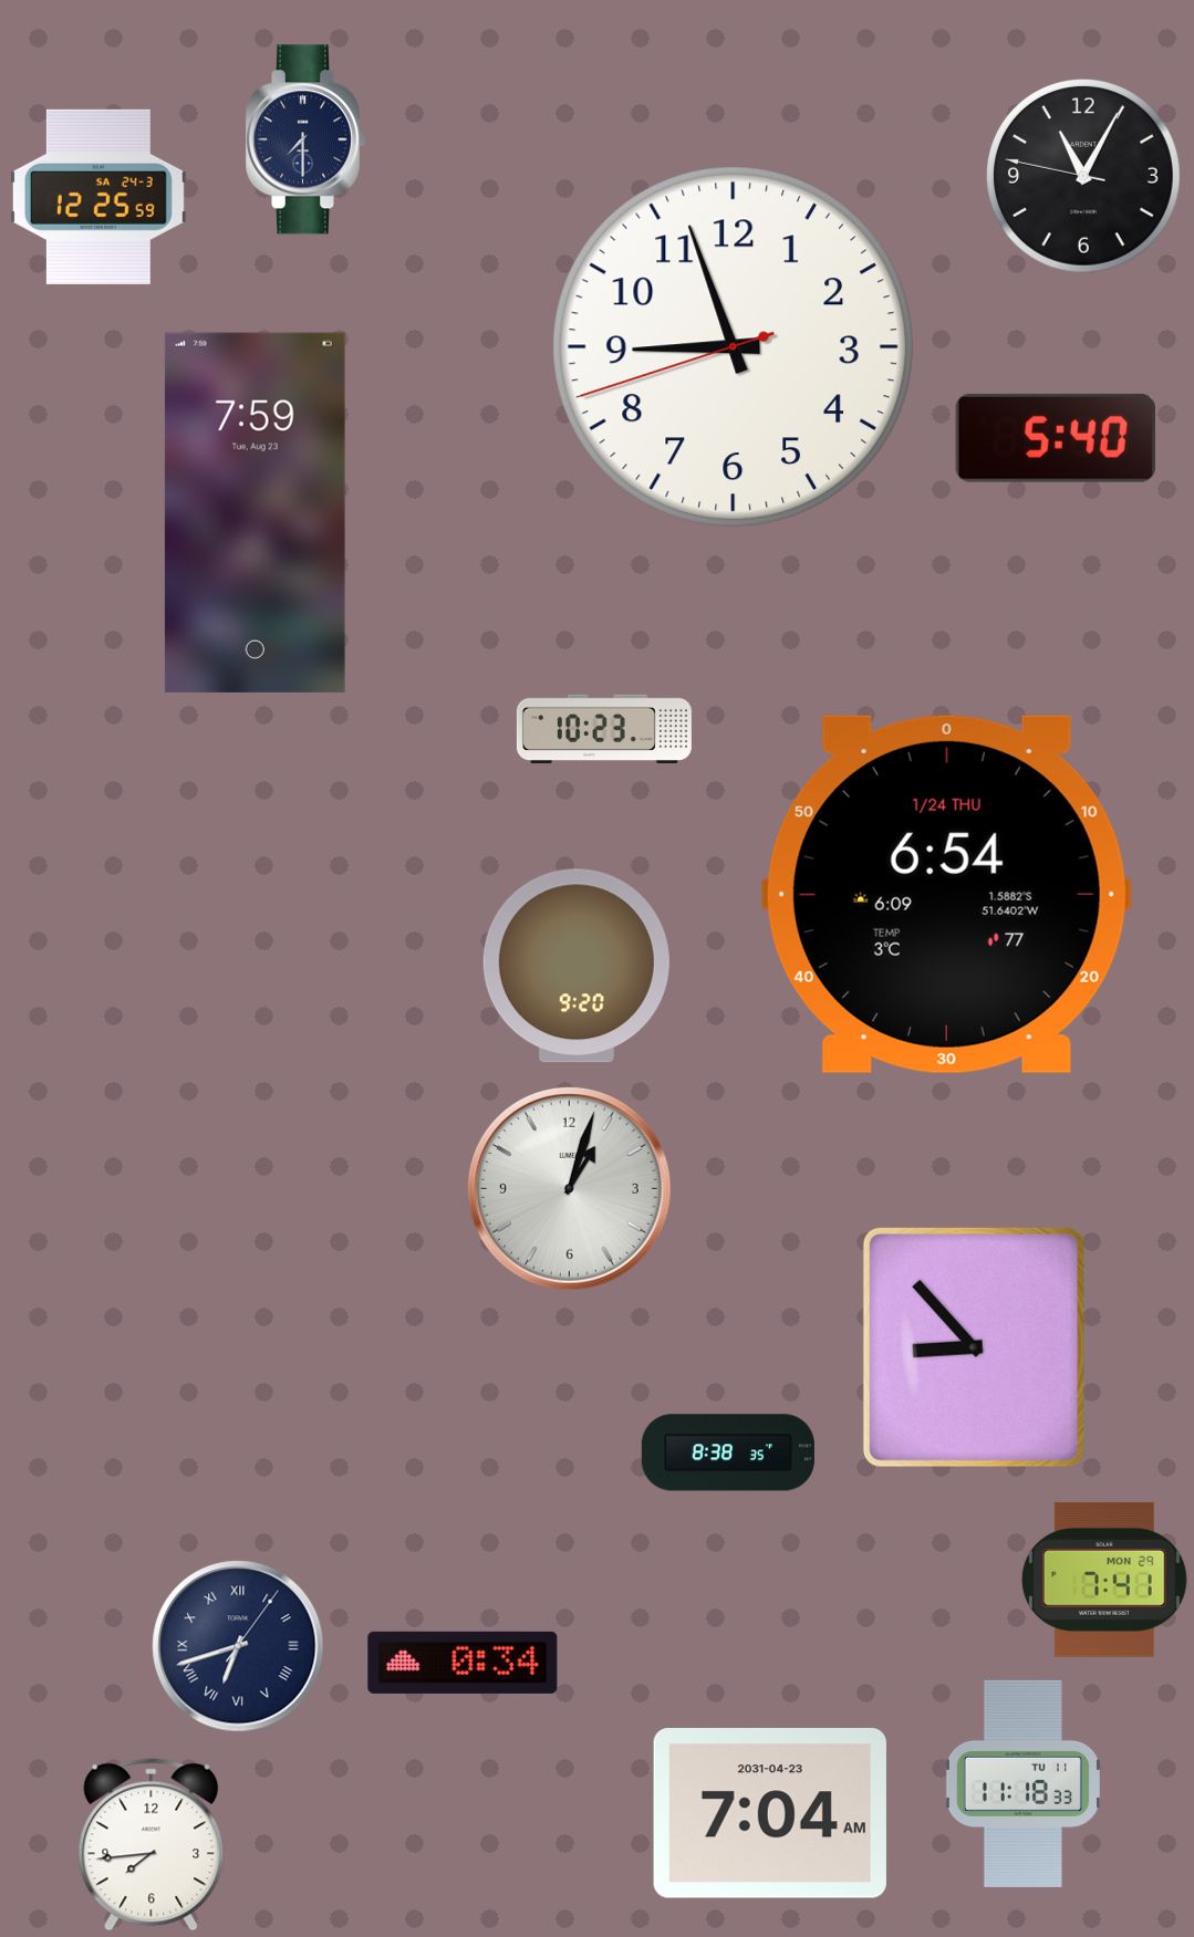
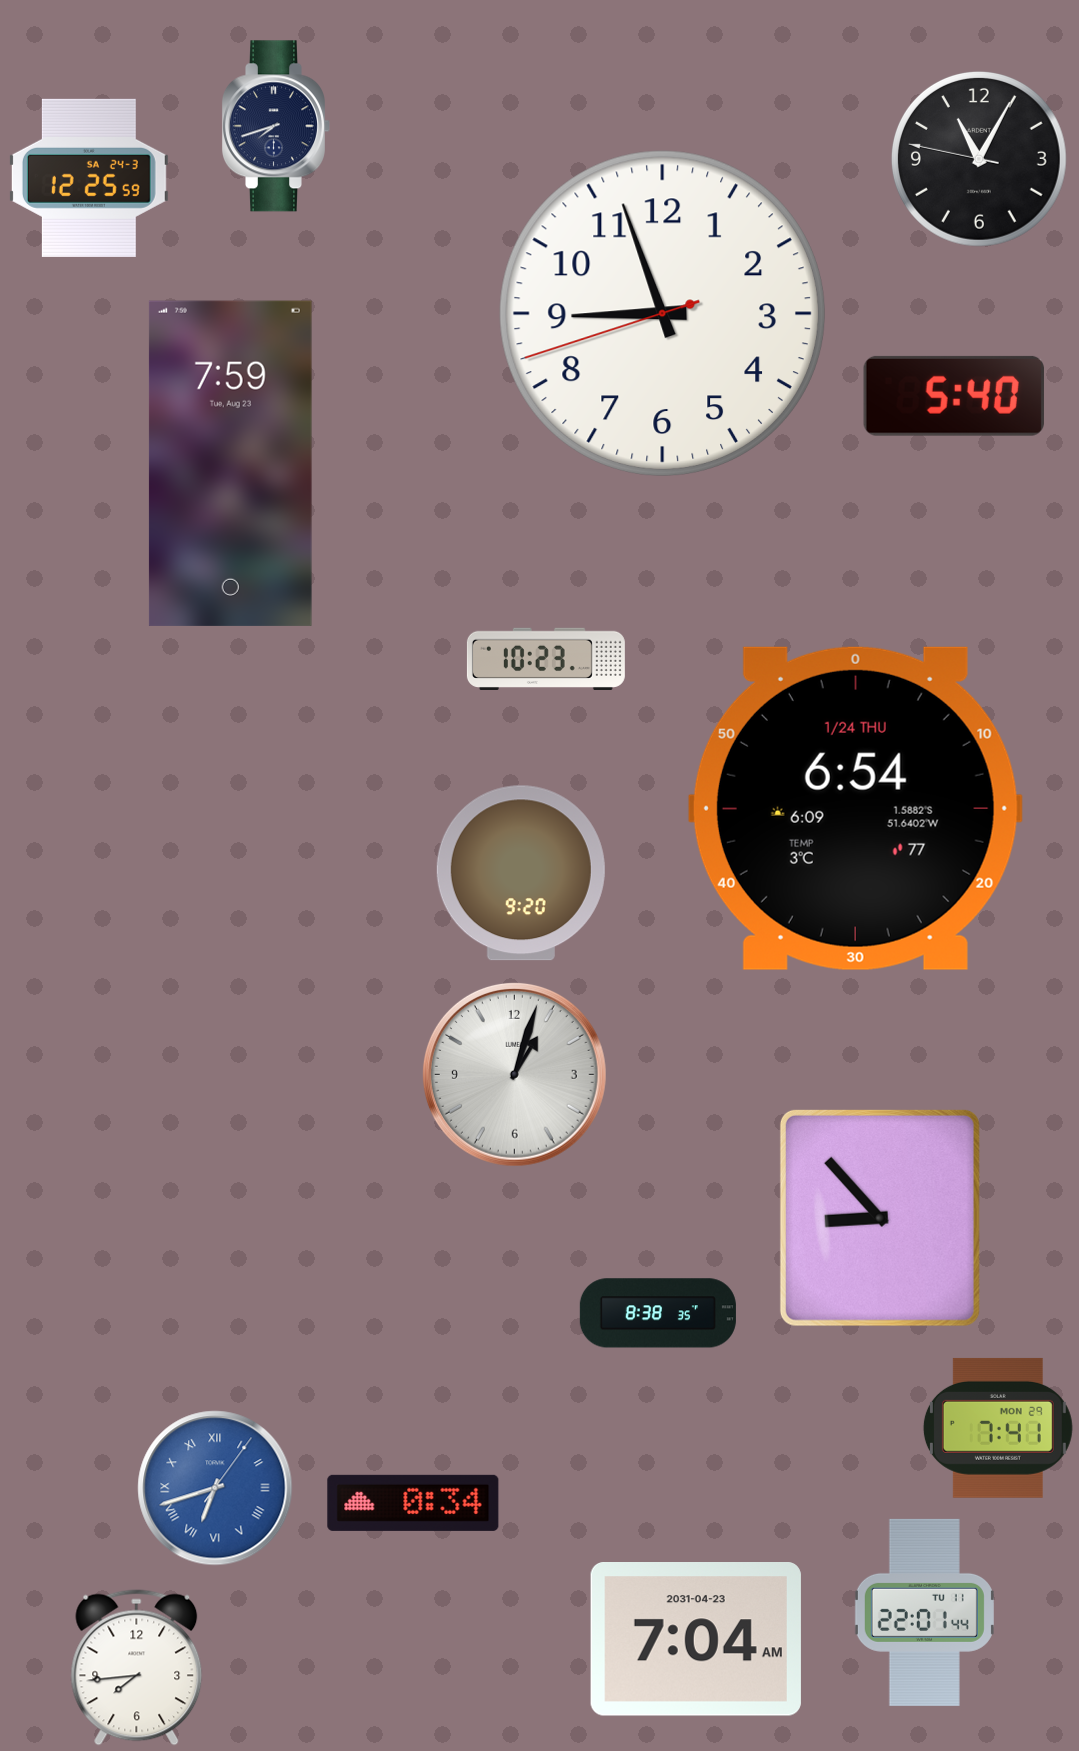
clock at (304, 139): 7:30 -> 7:42
clock at (238, 1646) dial: navy -> blue
clock at (463, 1663) position: (463, 1663) -> (413, 1503)
clock at (1022, 1783): 11:18 -> 22:01
